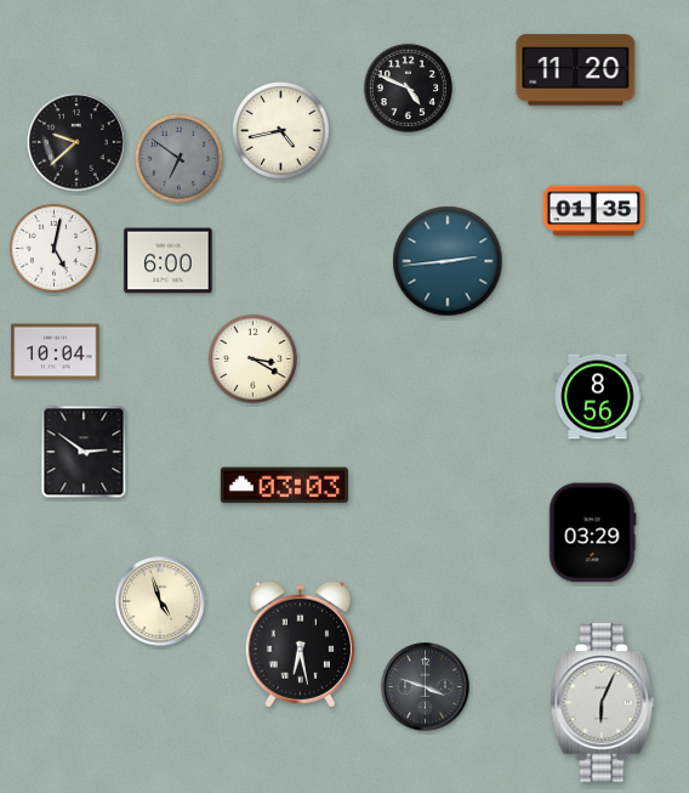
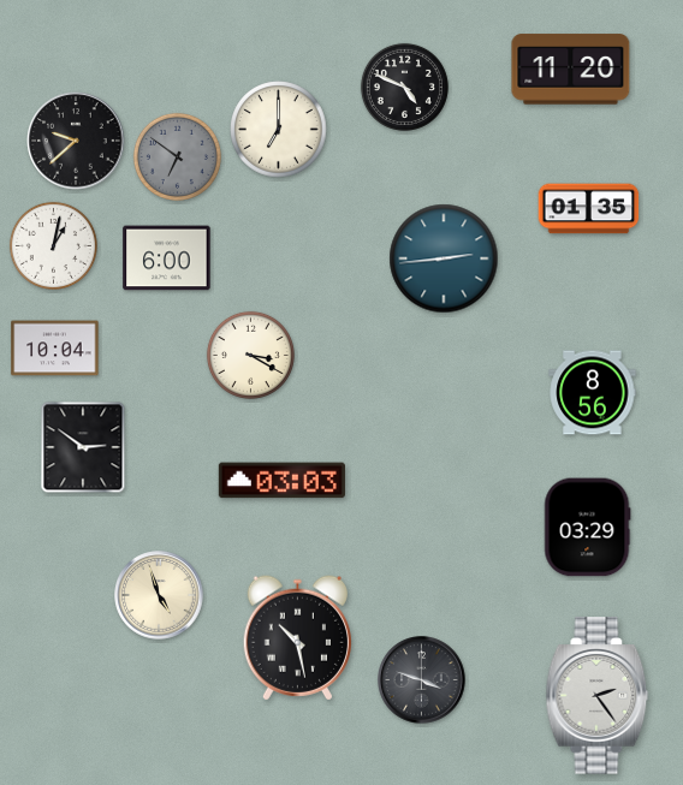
clock at (281, 131): 4:43 -> 7:00
clock at (53, 248): 5:02 -> 1:02
clock at (300, 645): 6:28 -> 10:28
clock at (603, 703): 6:04 -> 2:24
